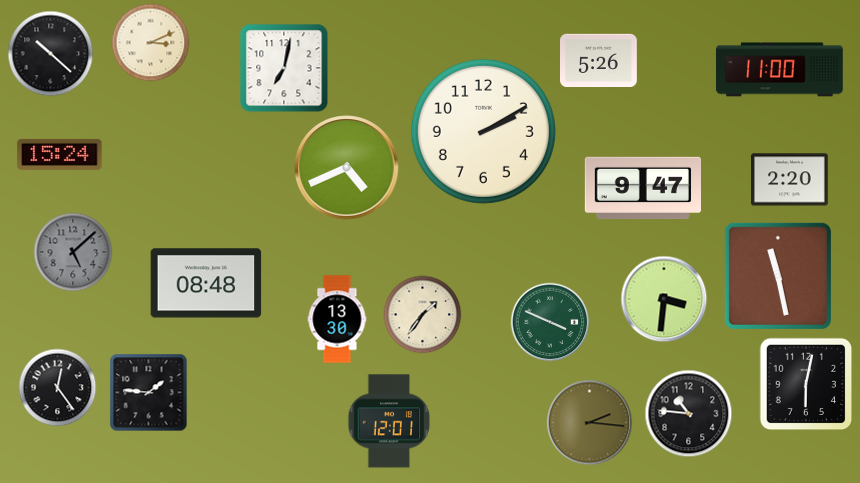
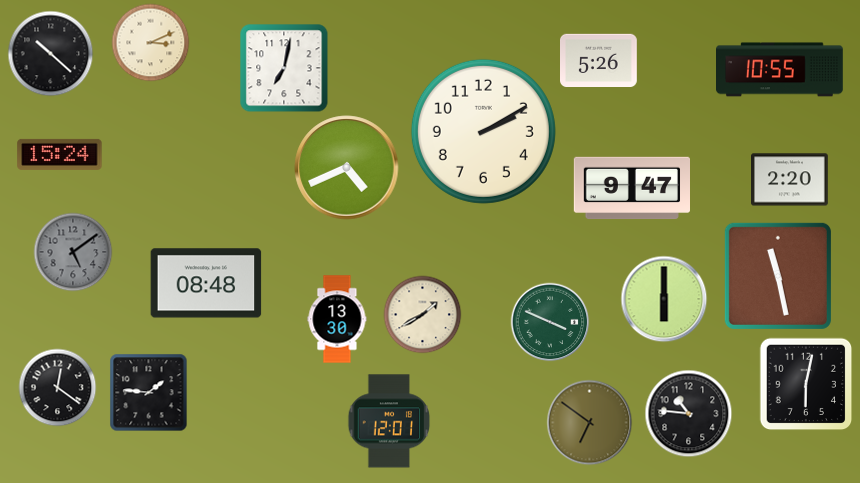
clock at (780, 70): 11:00 -> 10:55
clock at (642, 188) position: (642, 188) -> (631, 188)
clock at (73, 252): 5:08 -> 5:09
clock at (664, 299): 3:31 -> 6:00
clock at (422, 314): 1:36 -> 1:40
clock at (57, 387): 12:24 -> 12:21
clock at (589, 422): 2:16 -> 6:51
